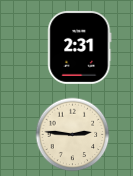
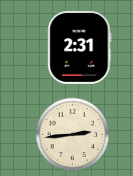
clock at (73, 135): 2:46 -> 2:44
